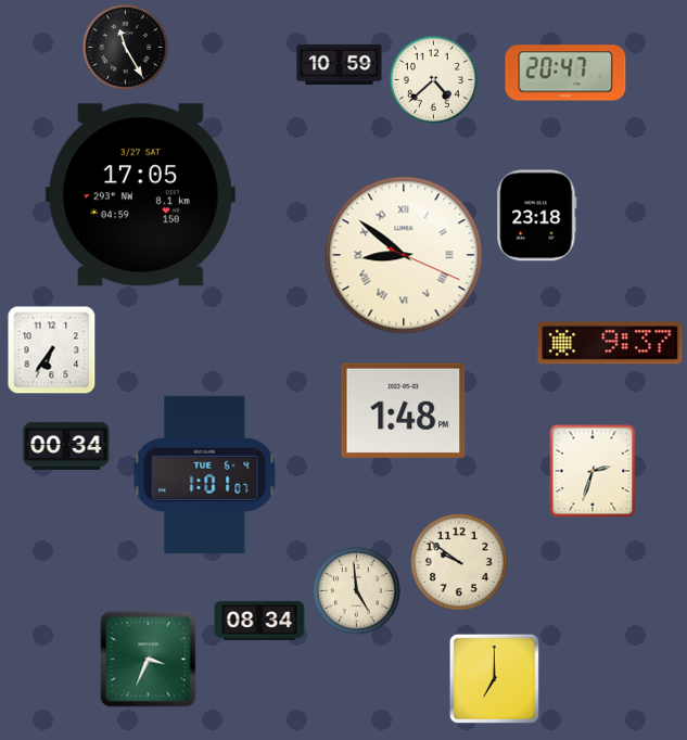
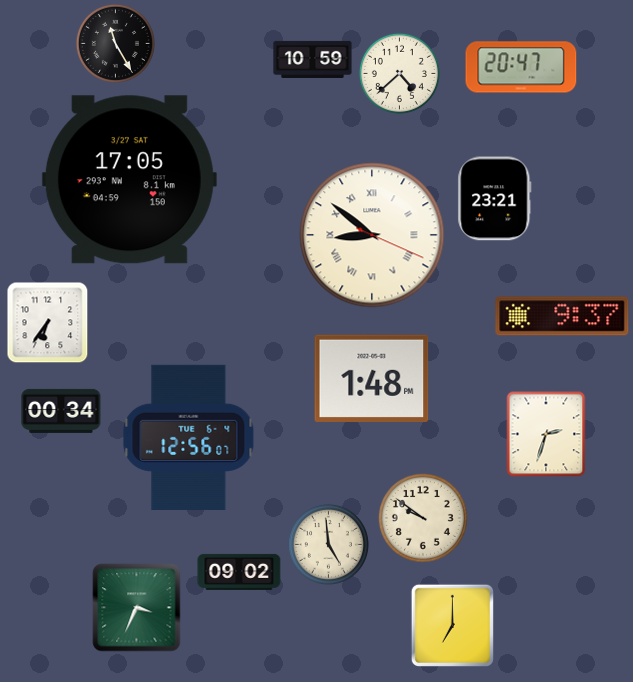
clock at (537, 216): 23:18 -> 23:21
clock at (205, 474): 1:01 -> 12:56
clock at (259, 621): 08:34 -> 09:02
clock at (494, 678) position: (494, 678) -> (452, 625)
